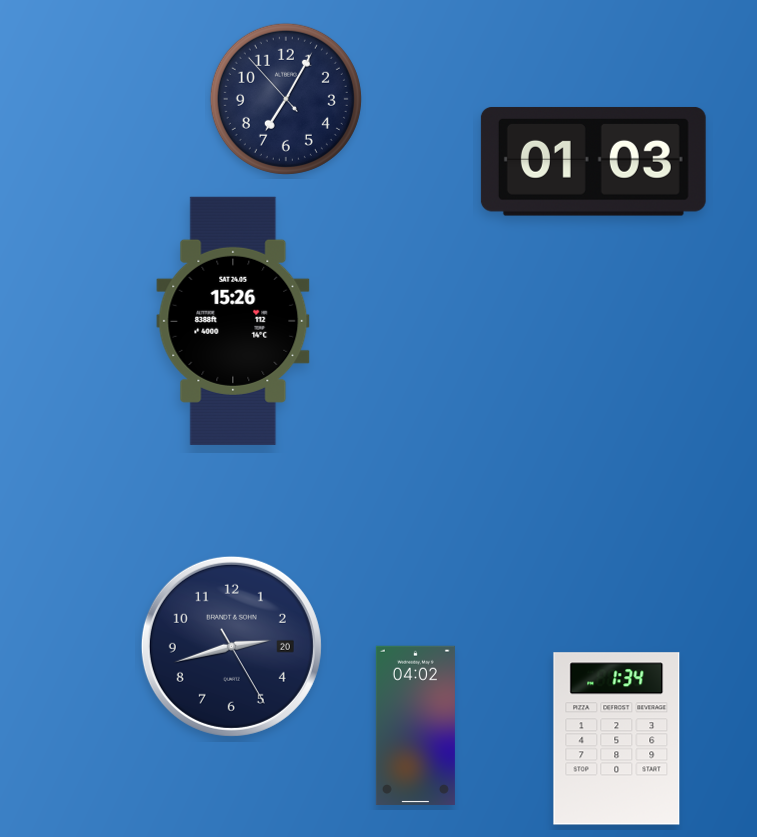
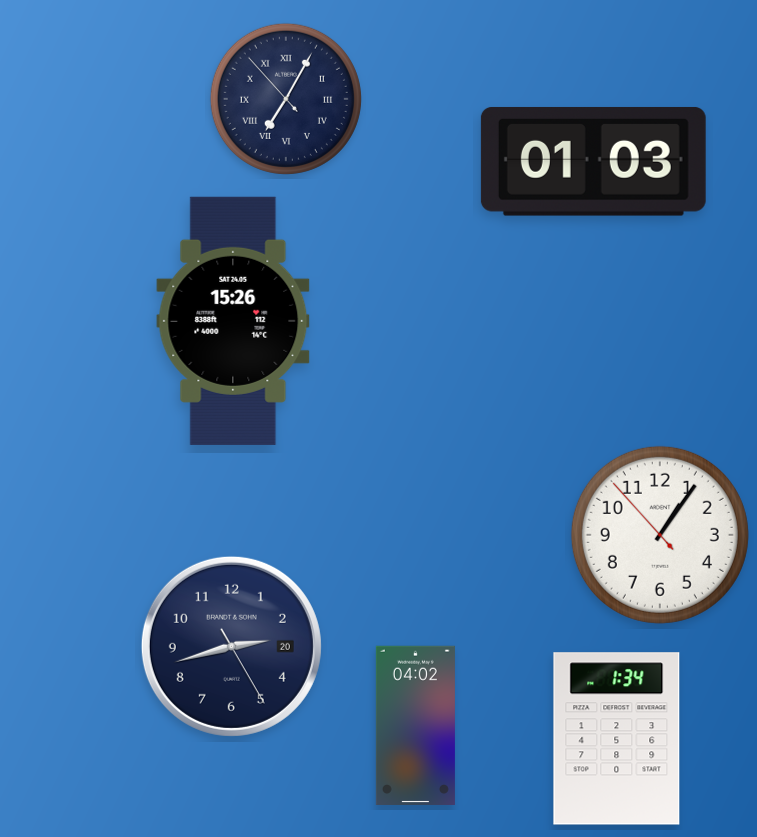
clock at (286, 99) numerals: Arabic -> Roman
clock at (660, 535): none -> 1:05
